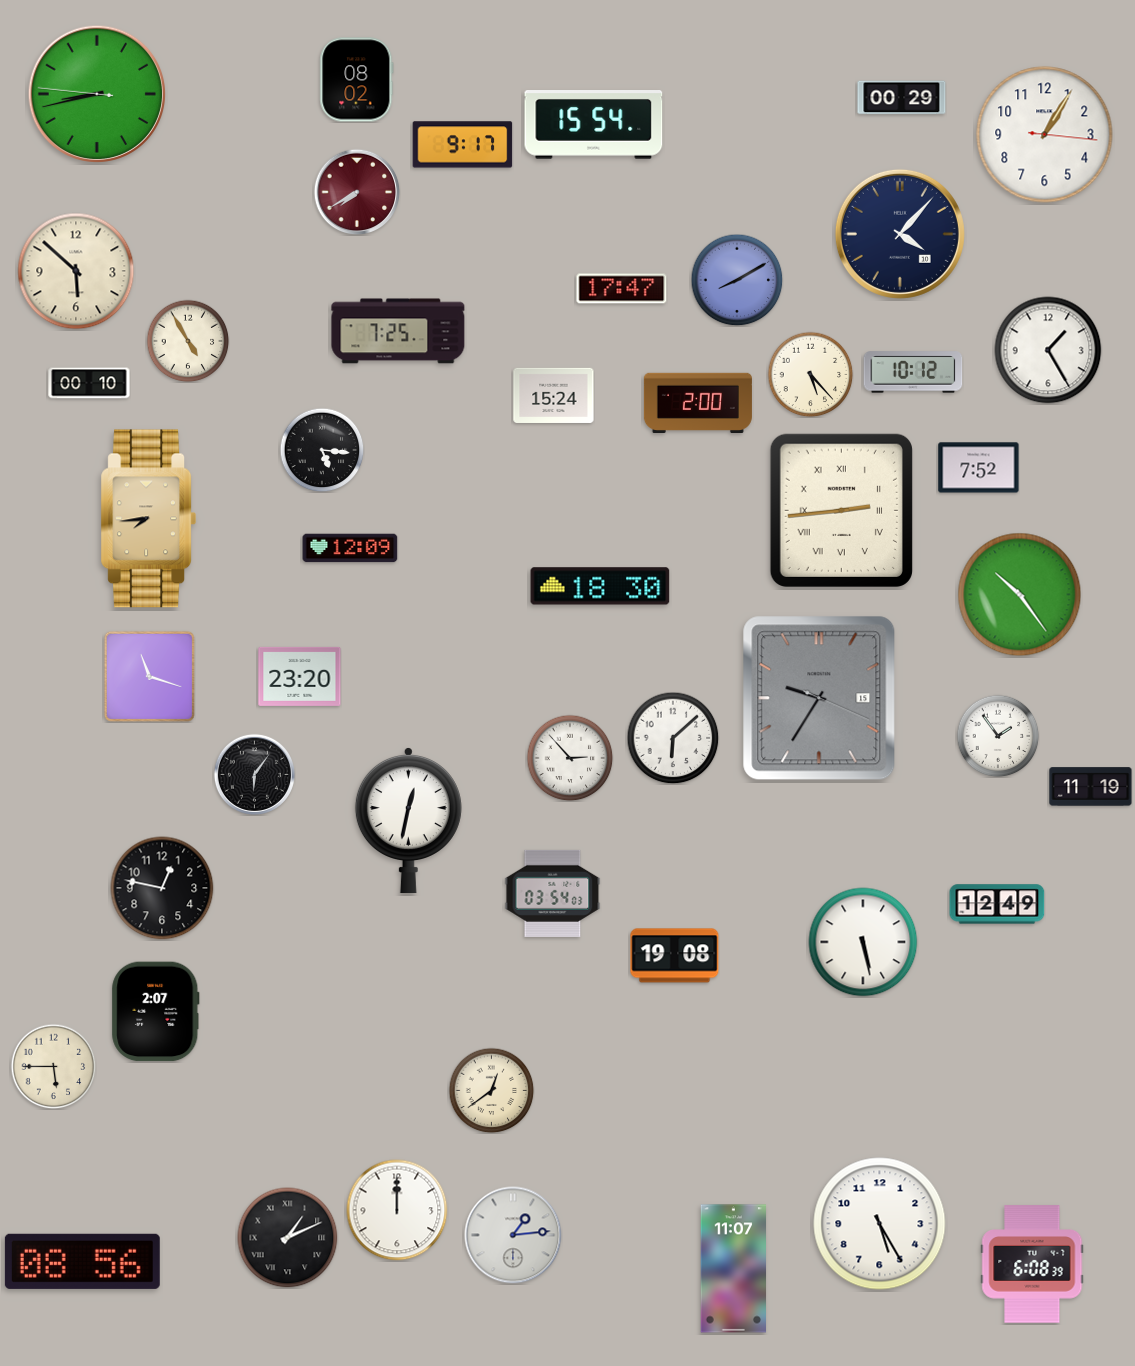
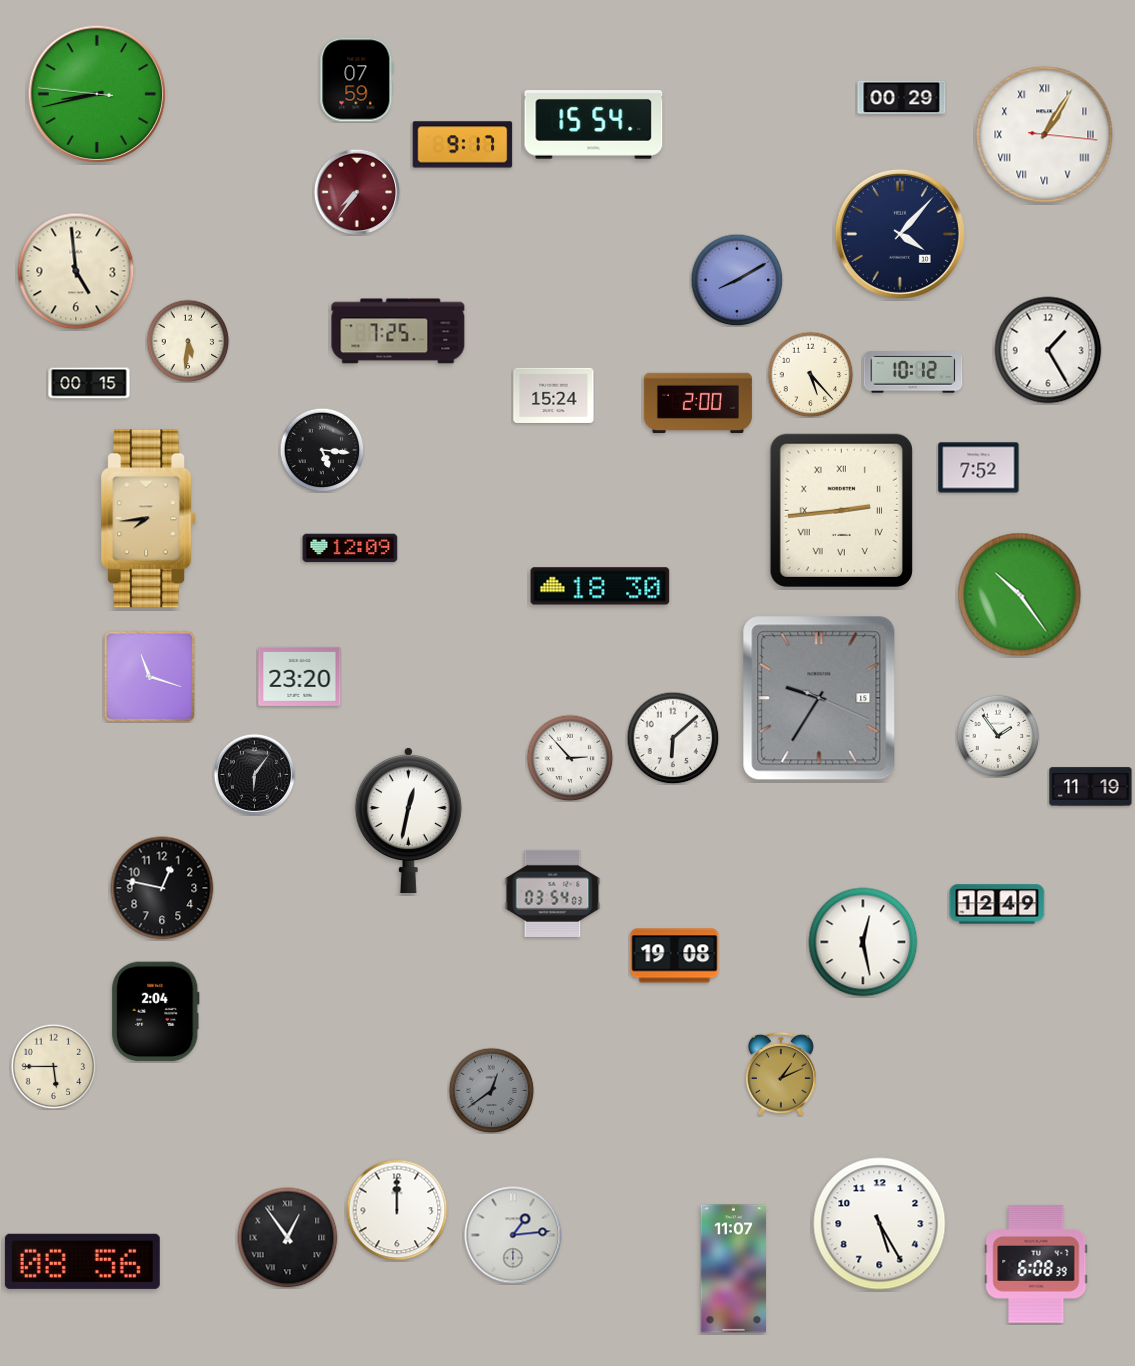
clock at (357, 80): 08:02 -> 07:59
clock at (1045, 135) numerals: Arabic -> Roman
clock at (357, 192): 7:40 -> 7:36
clock at (76, 271): 5:52 -> 4:59
clock at (622, 289): 17:47 -> none
clock at (188, 341): 4:55 -> 5:31
clock at (89, 383): 00:10 -> 00:15
clock at (863, 942): 5:28 -> 12:28
clock at (156, 1012): 2:07 -> 2:04
clock at (781, 1074): none -> 1:11
clock at (491, 1090) dial: cream -> grey
clock at (288, 1238): 1:11 -> 12:54
clock at (1032, 1264) position: (1032, 1264) -> (1036, 1264)
